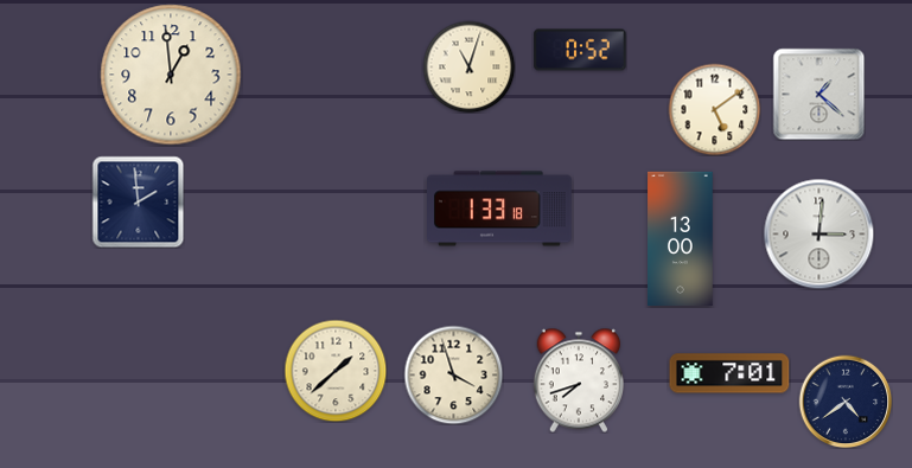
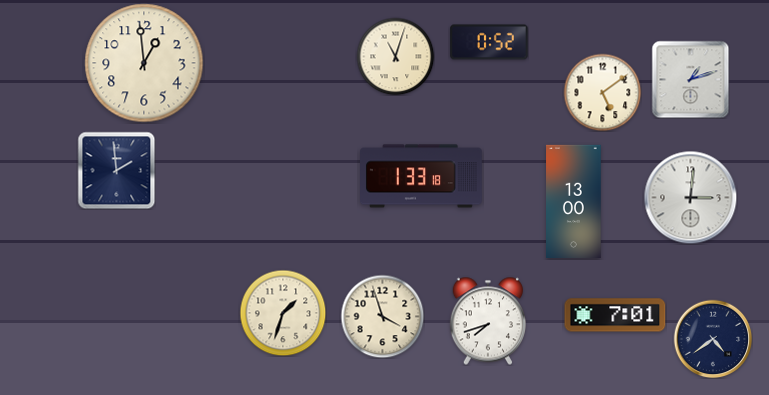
clock at (818, 94): 1:22 -> 1:12
clock at (336, 371): 1:38 -> 1:33
